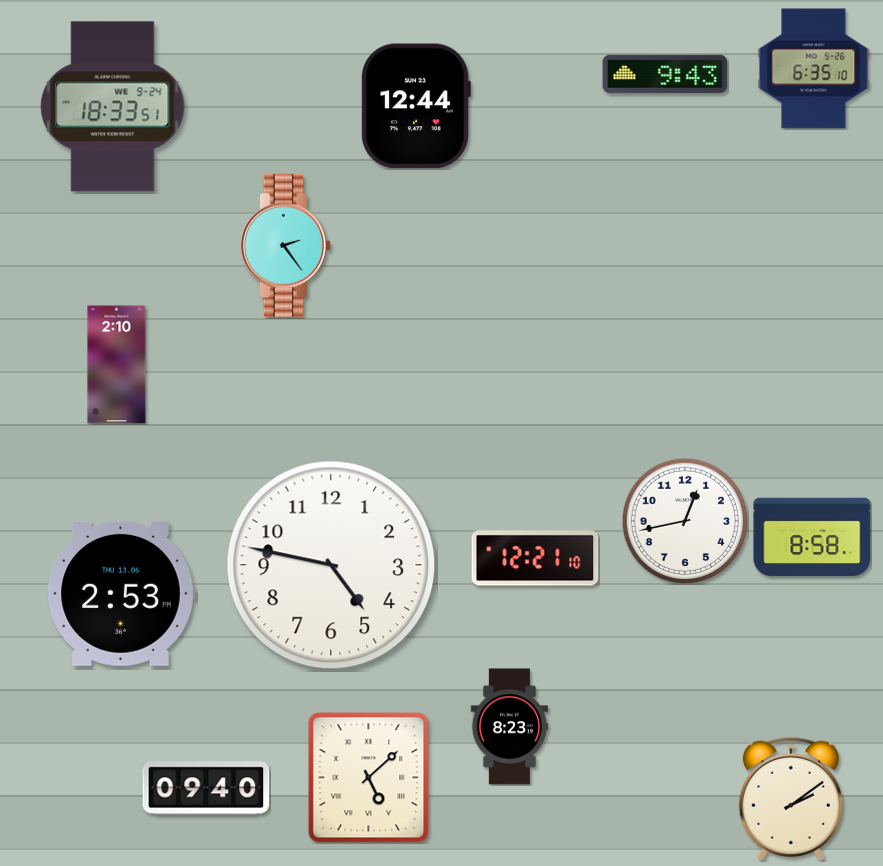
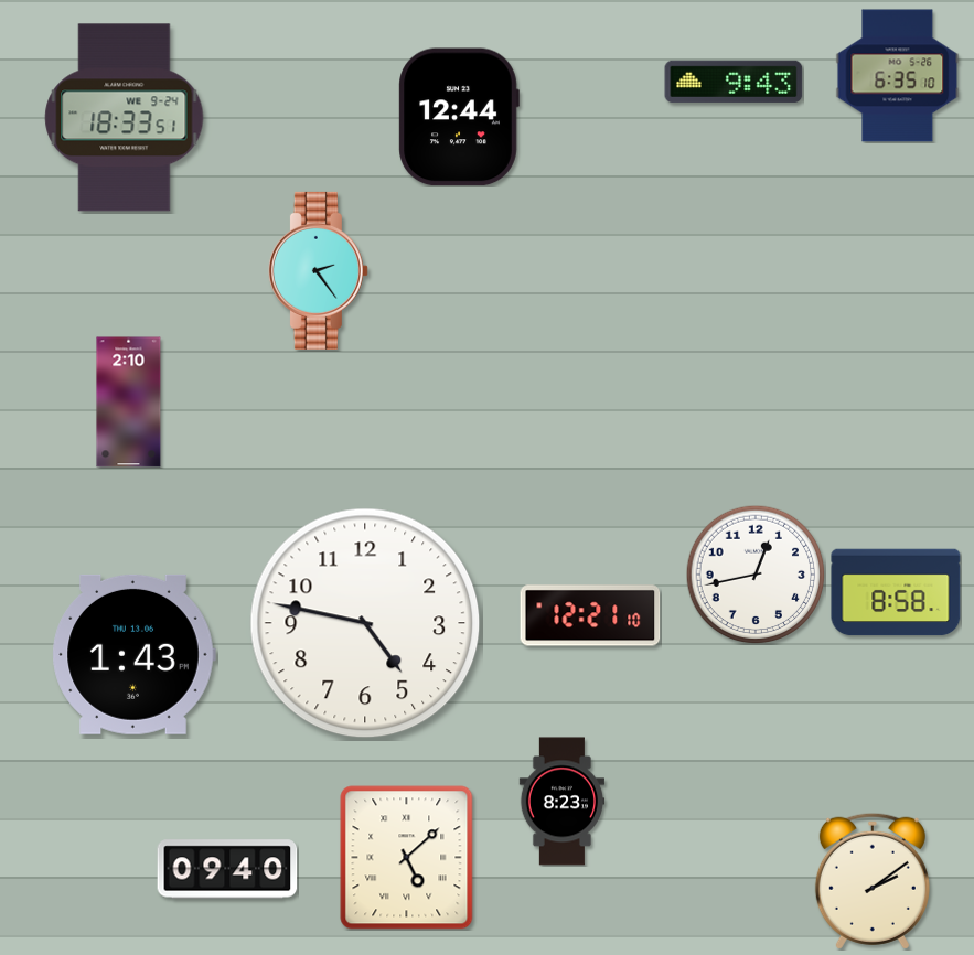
clock at (285, 245) position: (285, 245) -> (318, 270)
clock at (121, 593): 2:53 -> 1:43
